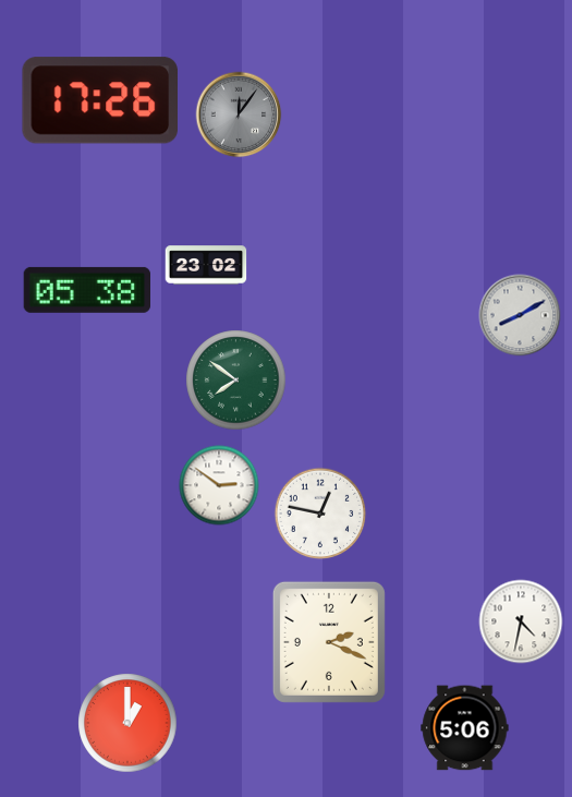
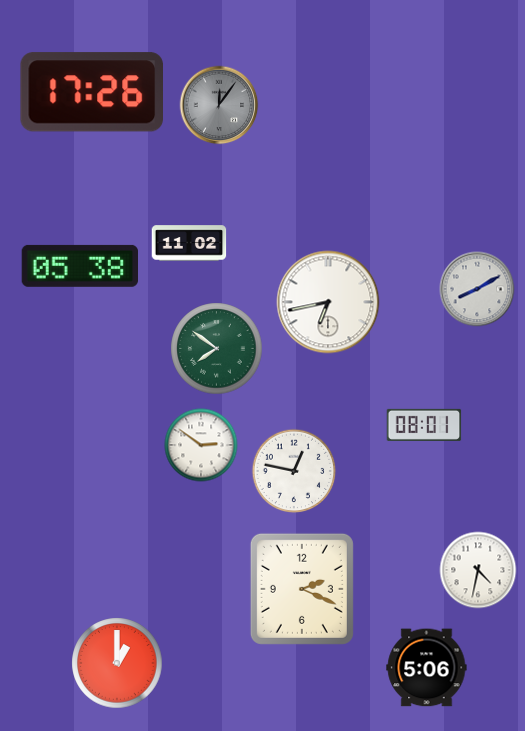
clock at (206, 265): 23:02 -> 11:02
clock at (328, 302): none -> 6:43
clock at (424, 425): none -> 08:01
